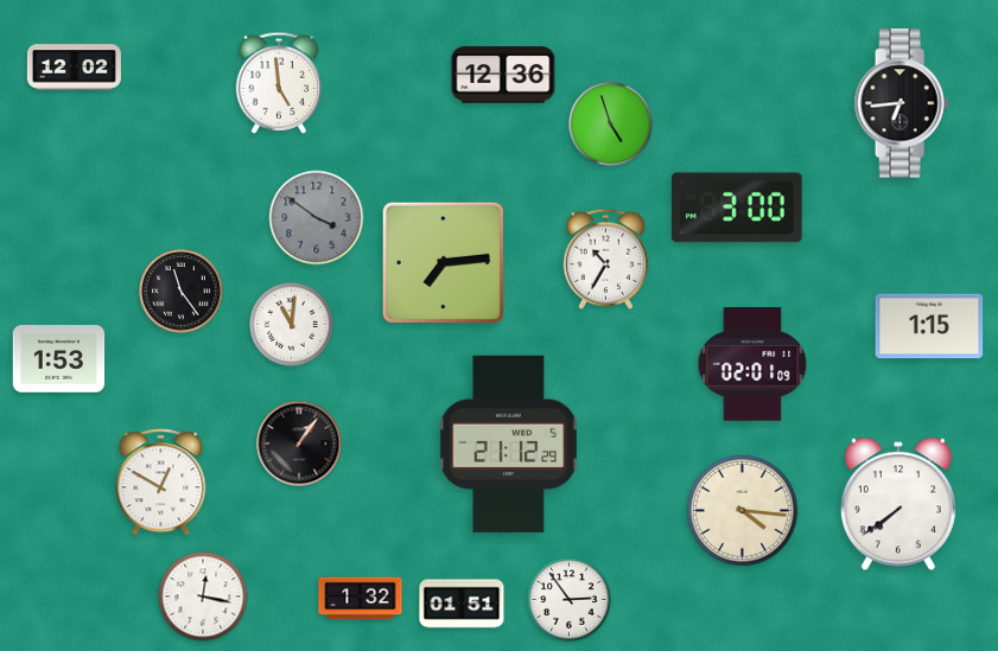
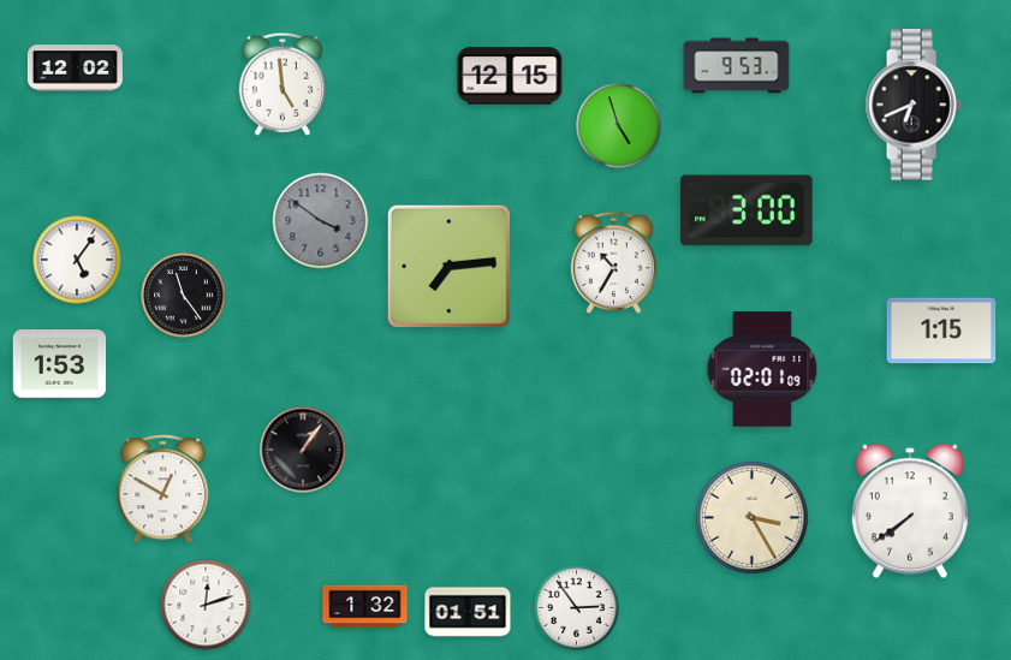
clock at (737, 66): none -> 9:53
clock at (503, 75): 12:36 -> 12:15
clock at (902, 103): 6:44 -> 6:41
clock at (77, 260): none -> 5:06
clock at (292, 325): 11:01 -> none
clock at (508, 443): 21:12 -> none
clock at (743, 511): 4:16 -> 3:25
clock at (203, 596): 12:17 -> 12:12
